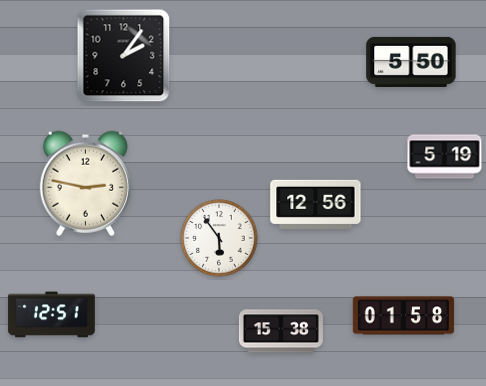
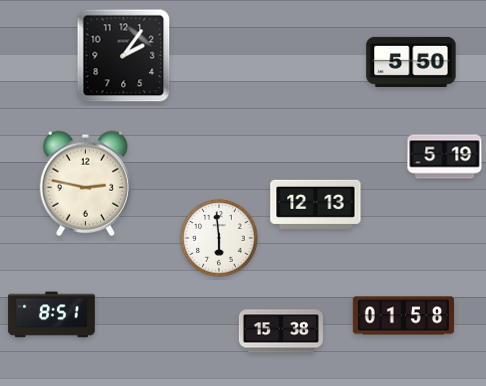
clock at (316, 204): 12:56 -> 12:13
clock at (219, 238): 5:54 -> 5:59
clock at (52, 315): 12:51 -> 8:51
